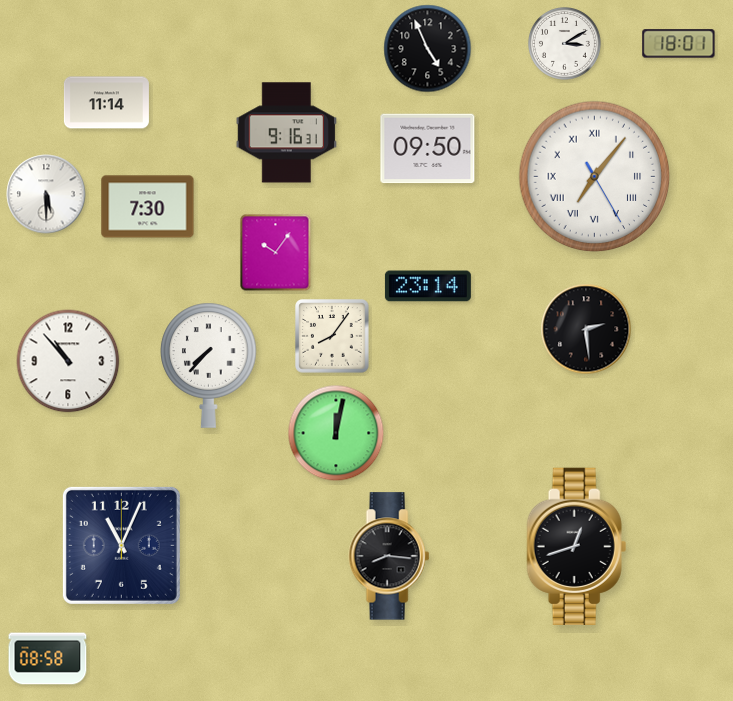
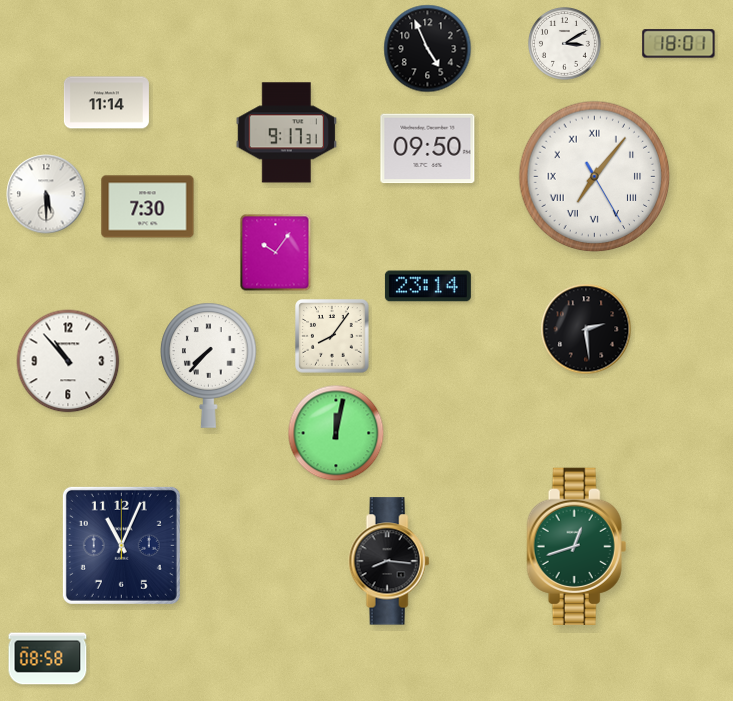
clock at (286, 133): 9:16 -> 9:17
clock at (577, 547) dial: black -> green
clock at (389, 556) position: (389, 556) -> (389, 561)
